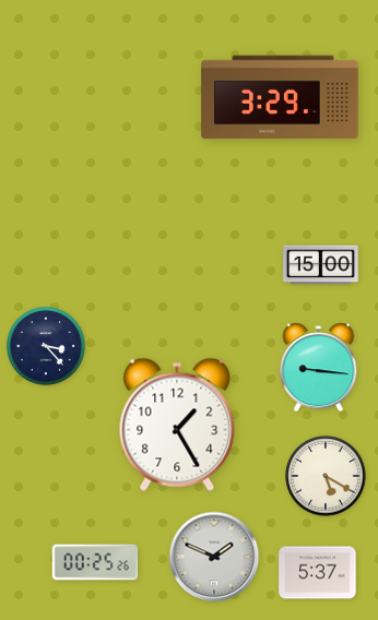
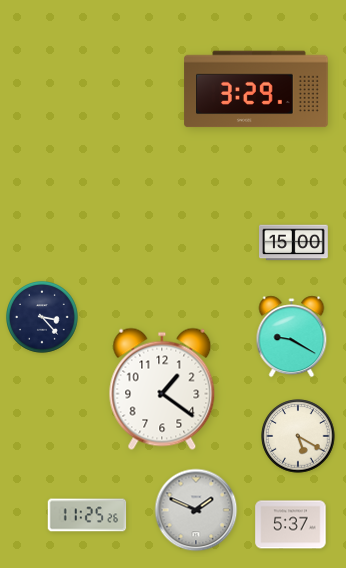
clock at (319, 368): 9:16 -> 9:20
clock at (177, 425): 1:25 -> 1:21
clock at (95, 562): 00:25 -> 11:25
